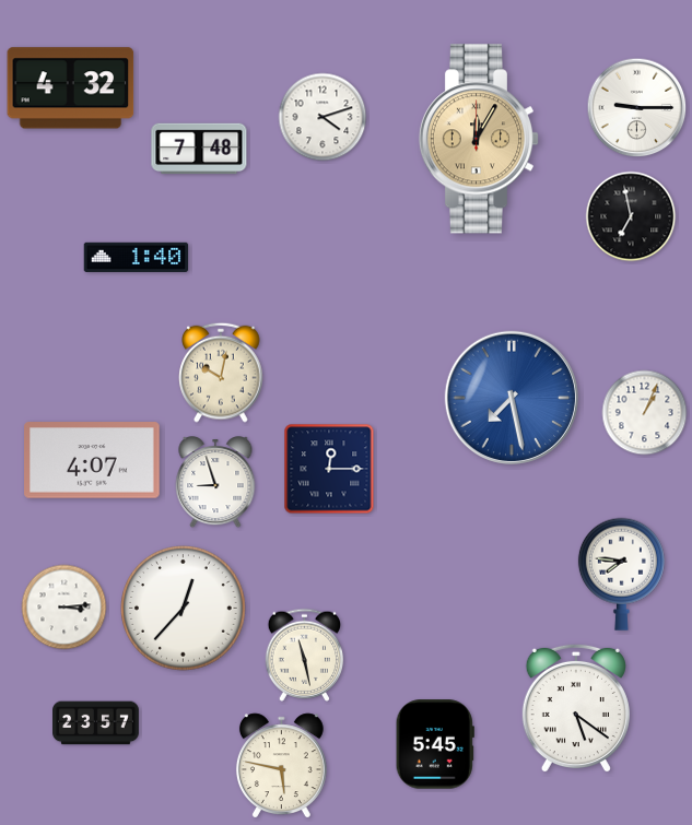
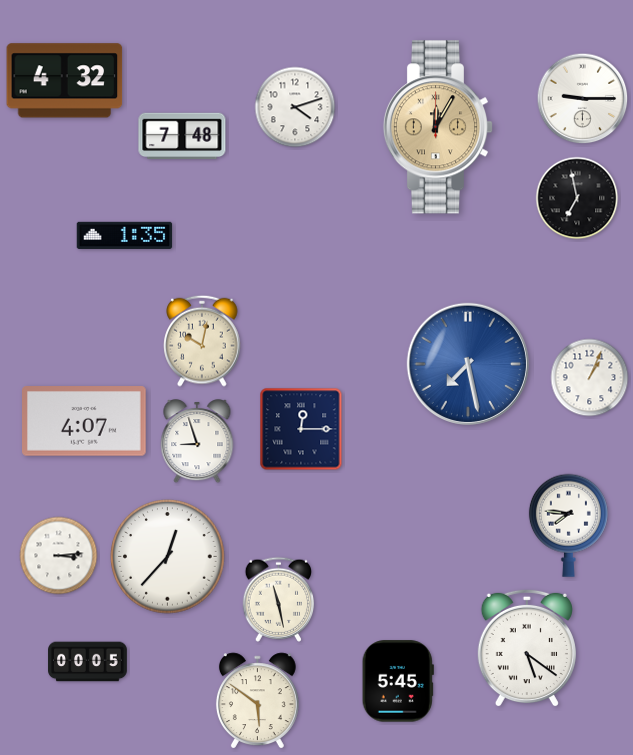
clock at (137, 257): 1:40 -> 1:35
clock at (96, 723): 23:57 -> 00:05
clock at (281, 766): 5:47 -> 5:51
